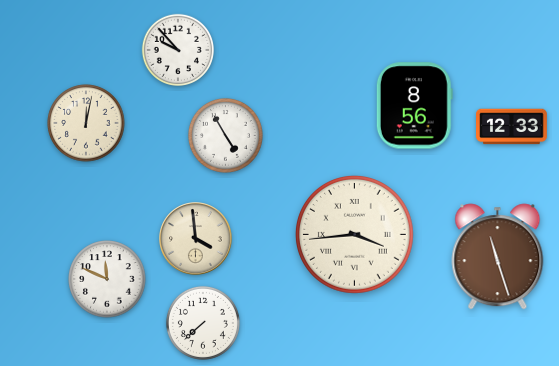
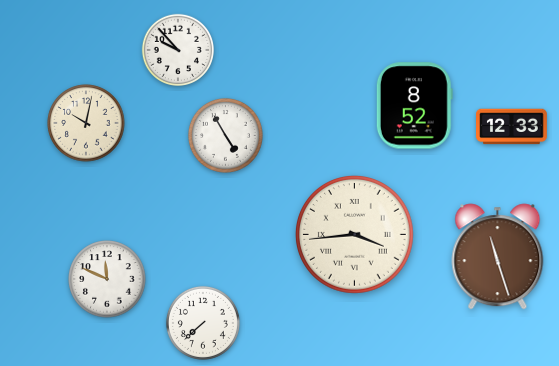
clock at (414, 106): 8:56 -> 8:52
clock at (86, 123): 12:02 -> 10:02
clock at (196, 239): 3:59 -> none
